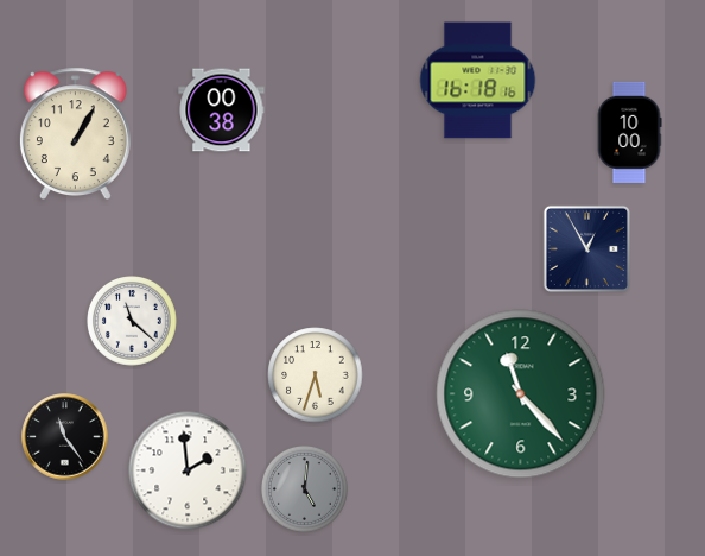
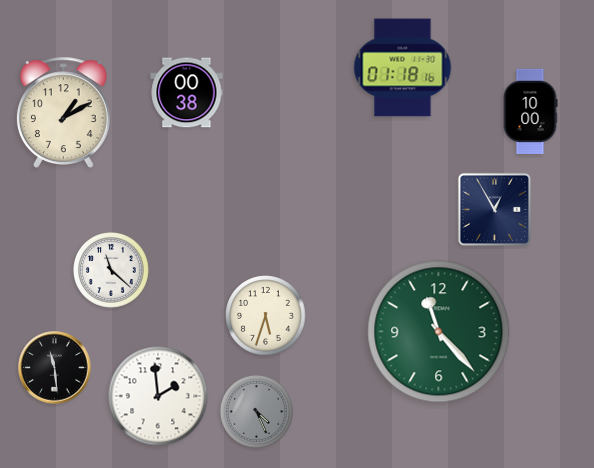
clock at (478, 81): 16:18 -> 01:18
clock at (75, 133): 1:05 -> 1:10
clock at (65, 437): 11:24 -> 11:29
clock at (304, 488): 5:01 -> 4:26
